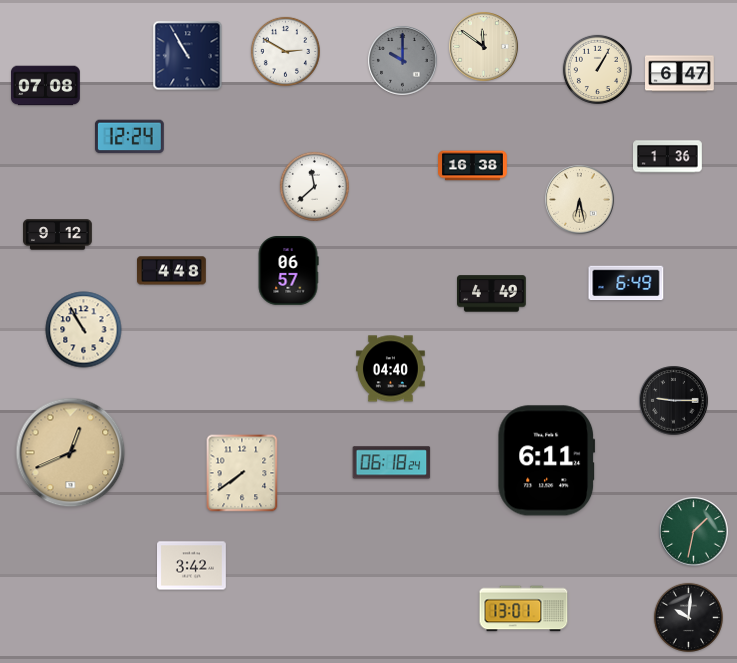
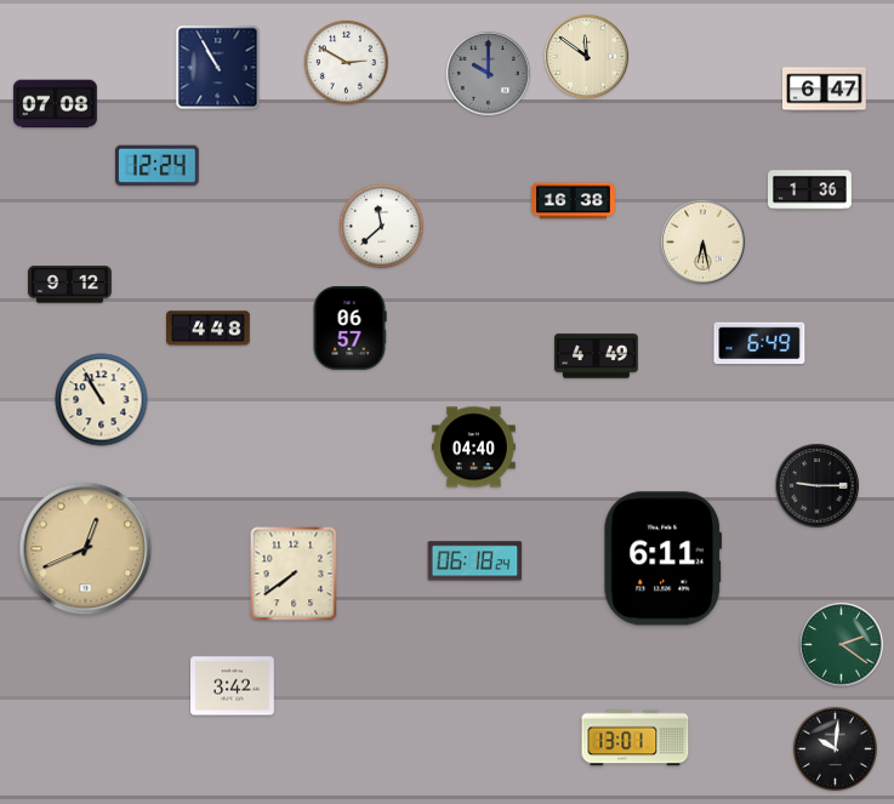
clock at (188, 56) position: (188, 56) -> (218, 68)
clock at (597, 69): 1:05 -> none
clock at (694, 532): 1:32 -> 2:21
